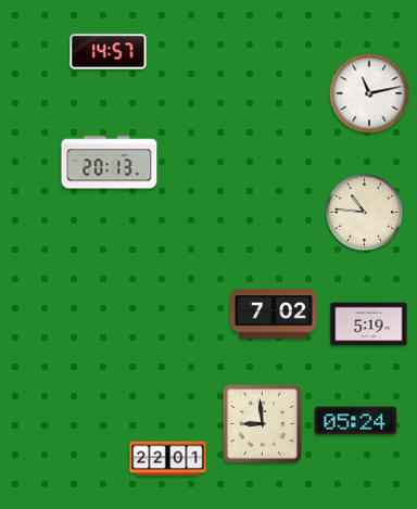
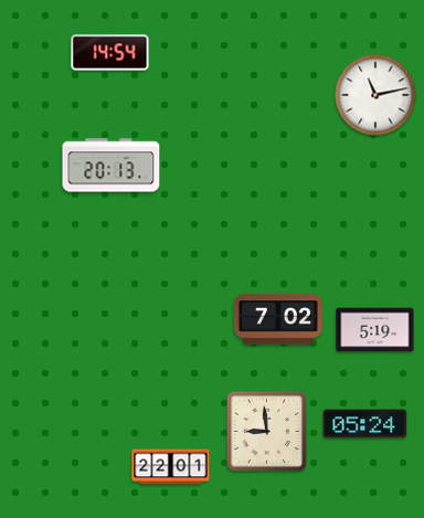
clock at (109, 52): 14:57 -> 14:54
clock at (365, 213): 10:46 -> none
clock at (356, 421) position: (356, 421) -> (365, 424)
